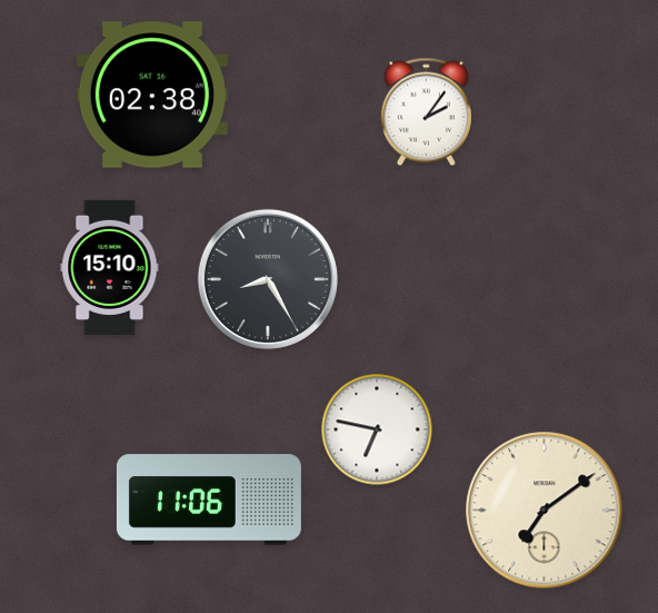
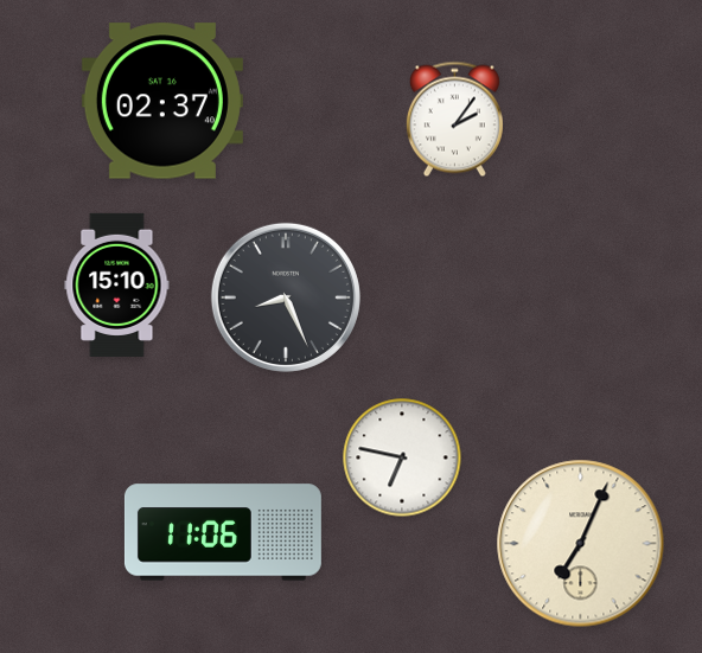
clock at (152, 95): 02:38 -> 02:37
clock at (268, 279): 8:25 -> 8:26
clock at (545, 511): 7:09 -> 7:04
